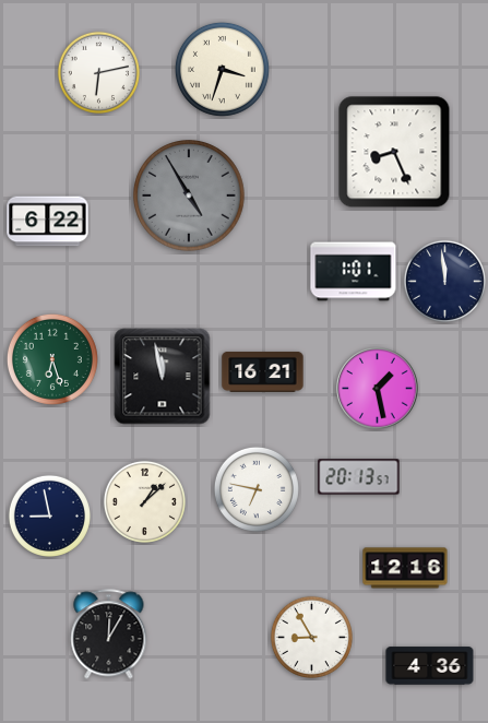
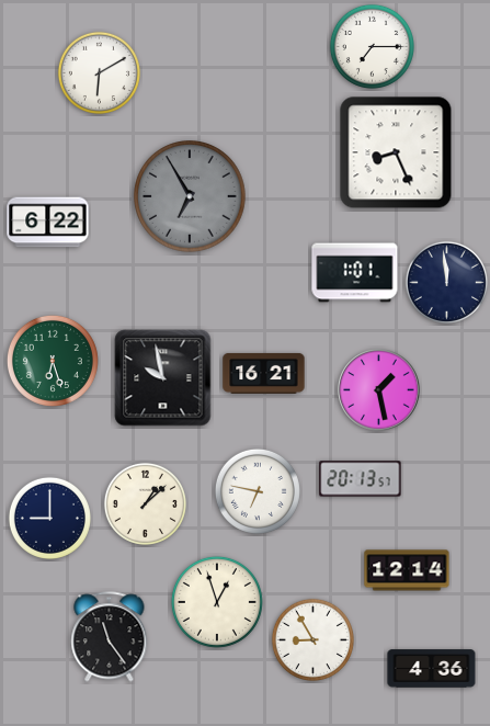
clock at (372, 46): none -> 7:15
clock at (222, 69): 3:33 -> none
clock at (98, 72): 6:13 -> 6:10
clock at (190, 197): 4:55 -> 6:55
clock at (163, 377): 11:58 -> 9:58
clock at (49, 515): 8:58 -> 9:00
clock at (405, 568): 12:16 -> 12:14
clock at (217, 602): none -> 12:57
clock at (109, 635): 12:05 -> 11:24
